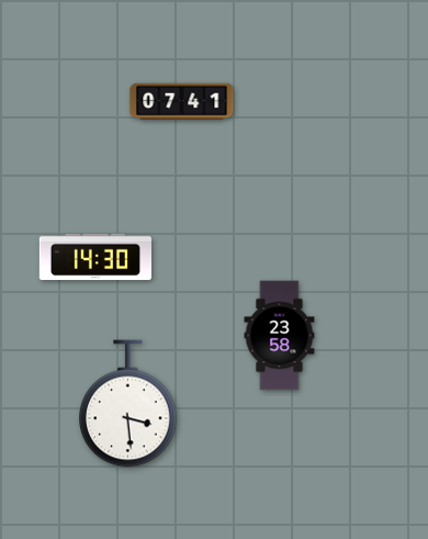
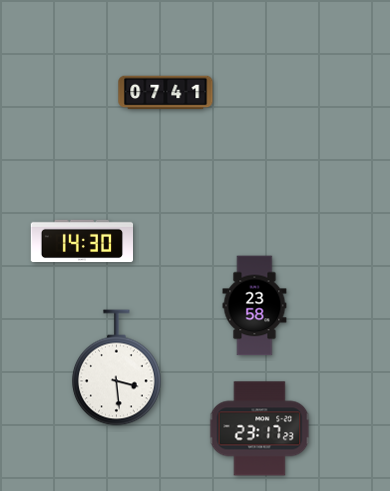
clock at (94, 257) position: (94, 257) -> (81, 241)
clock at (260, 429): none -> 23:17
